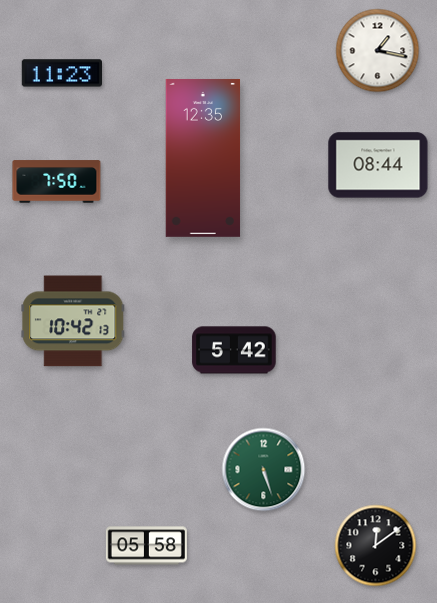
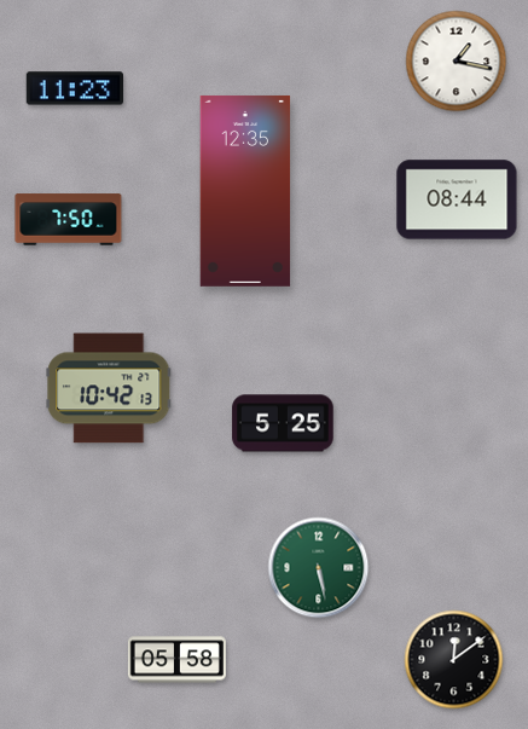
clock at (73, 321) position: (73, 321) -> (109, 388)
clock at (234, 350): 5:42 -> 5:25
clock at (264, 470): 5:27 -> 5:28
